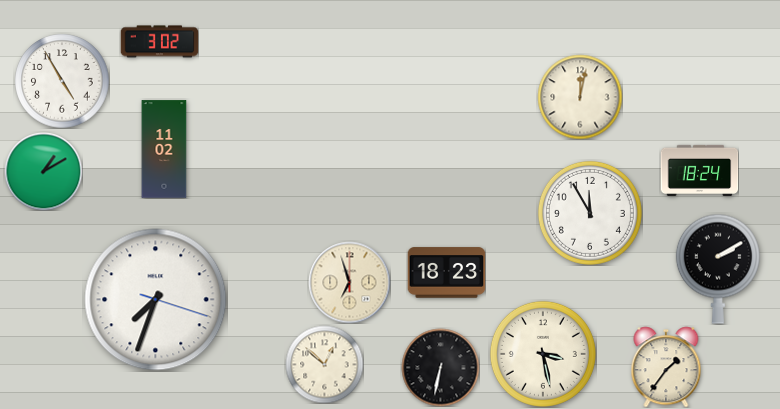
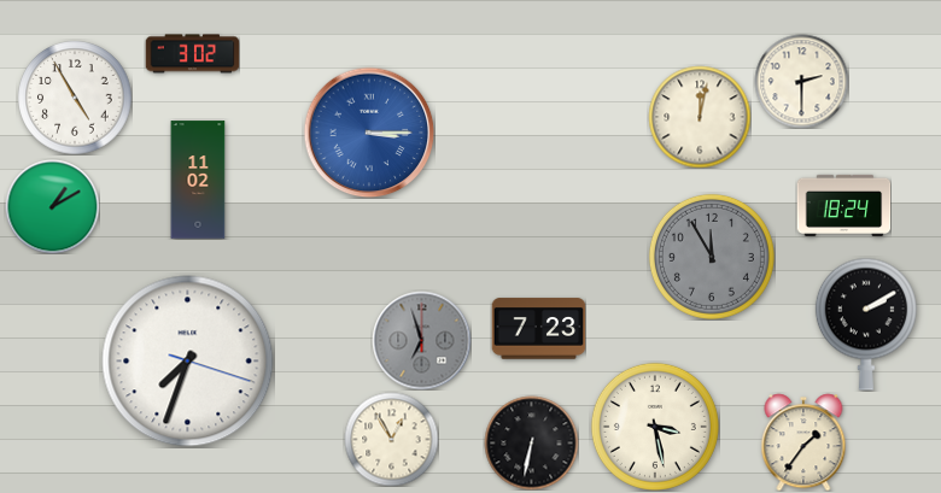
clock at (159, 42) position: (159, 42) -> (192, 54)
clock at (801, 81): none -> 2:30
clock at (369, 133): none -> 3:15
clock at (590, 213) dial: white -> grey
clock at (446, 273): 18:23 -> 7:23
clock at (349, 282) dial: cream -> grey
clock at (324, 364): 12:52 -> 12:55
